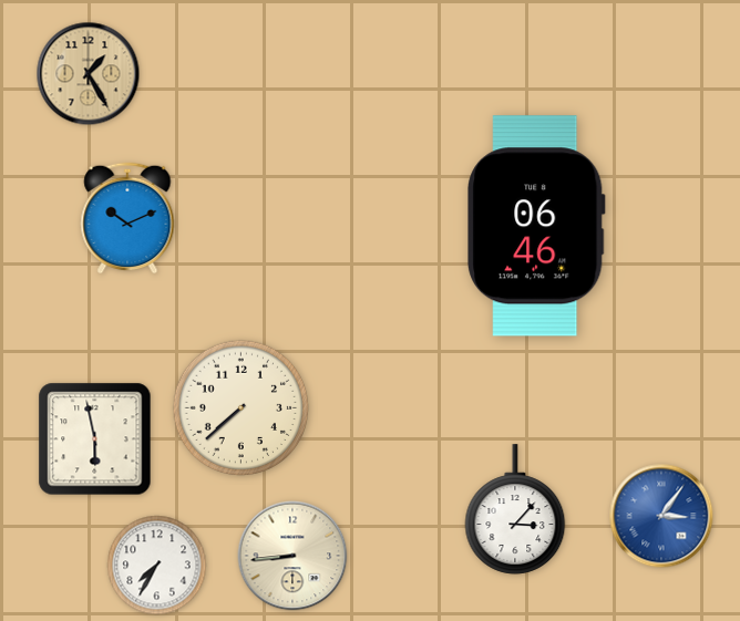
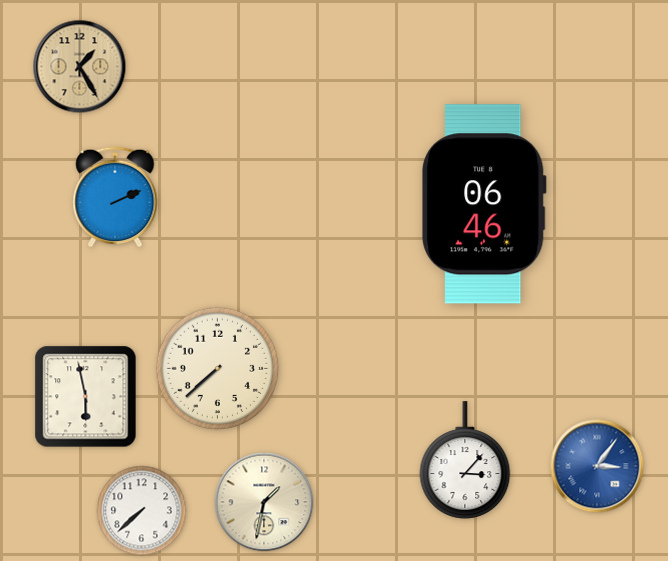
clock at (127, 218): 10:11 -> 2:11
clock at (292, 556): 8:44 -> 1:32
clock at (157, 566): 7:35 -> 7:38
